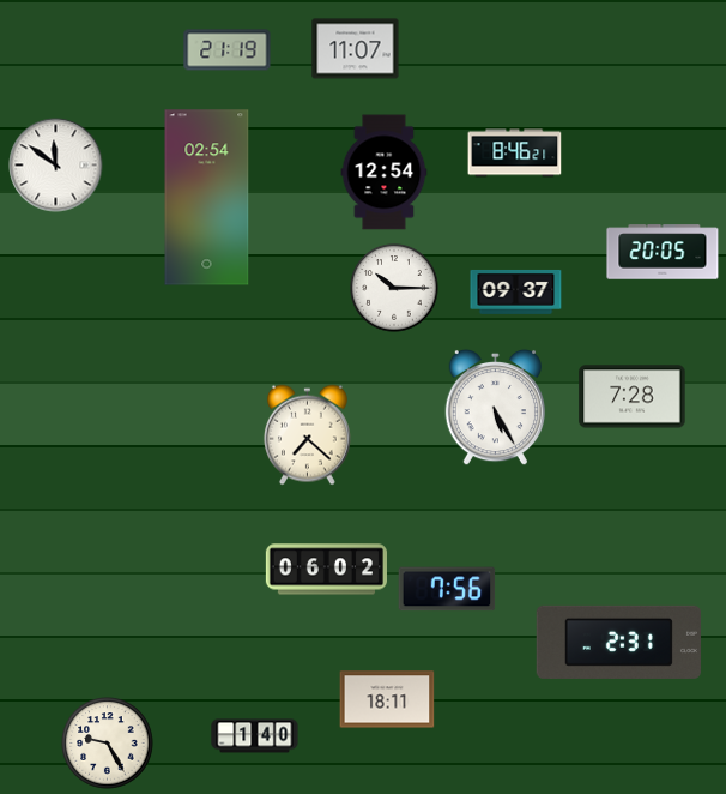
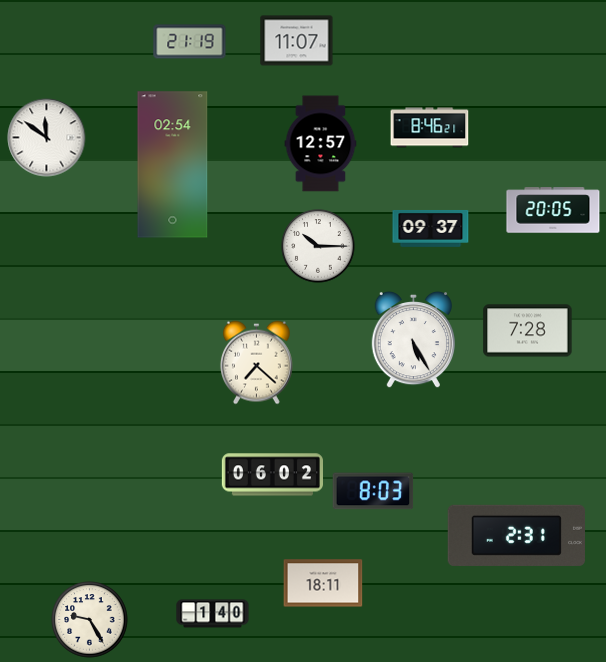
clock at (385, 173): 12:54 -> 12:57
clock at (394, 288) position: (394, 288) -> (318, 246)
clock at (516, 291) position: (516, 291) -> (431, 228)
clock at (447, 589): 7:56 -> 8:03
